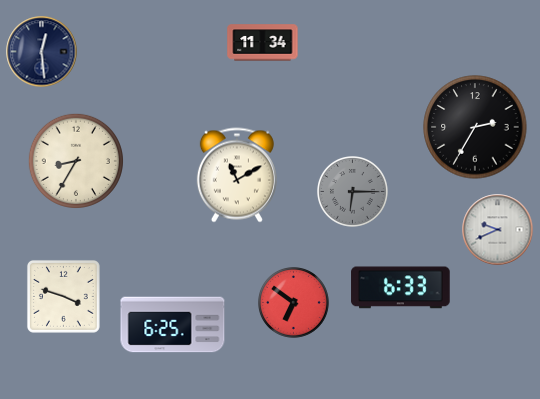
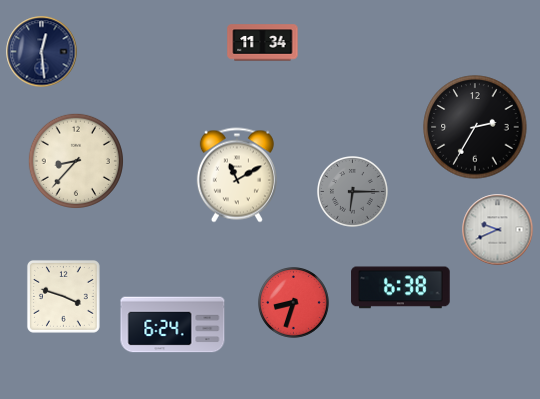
clock at (76, 161): 8:35 -> 8:37
clock at (401, 288): 6:33 -> 6:38
clock at (294, 303): 6:51 -> 8:33
clock at (173, 325): 6:25 -> 6:24
